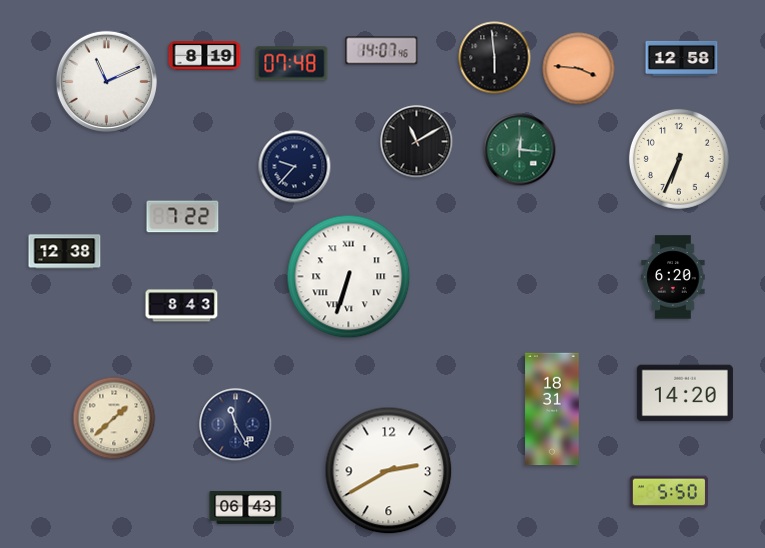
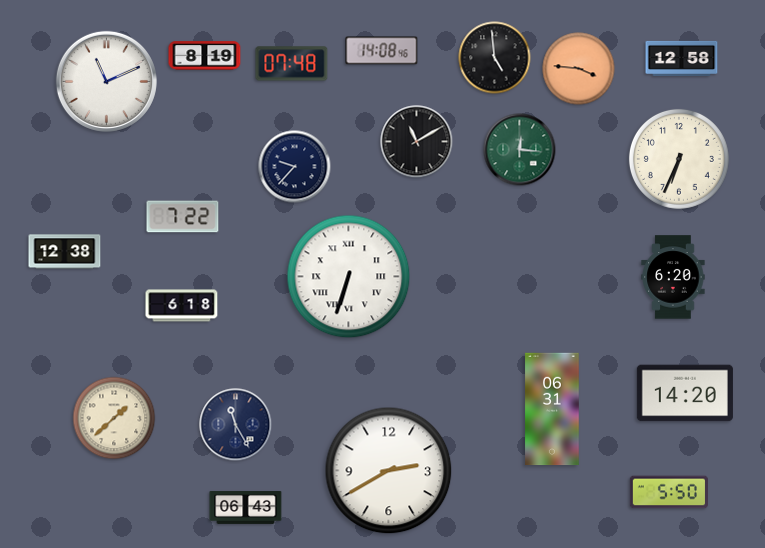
clock at (382, 51): 14:07 -> 14:08
clock at (495, 58): 5:59 -> 4:59
clock at (182, 306): 8:43 -> 6:18
clock at (552, 409): 18:31 -> 06:31
